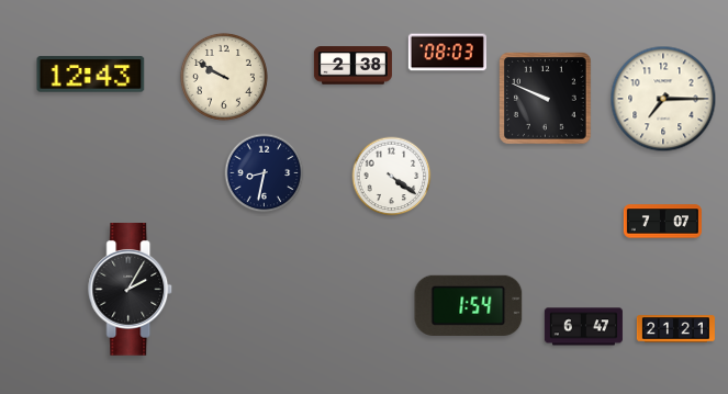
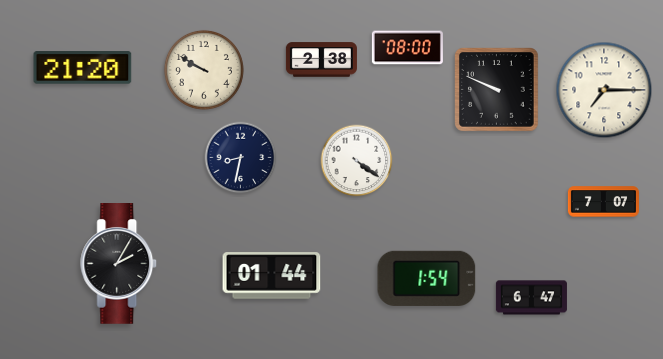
clock at (447, 53): 08:03 -> 08:00
clock at (91, 75): 12:43 -> 21:20
clock at (272, 276): none -> 01:44
clock at (675, 329): 21:21 -> none
